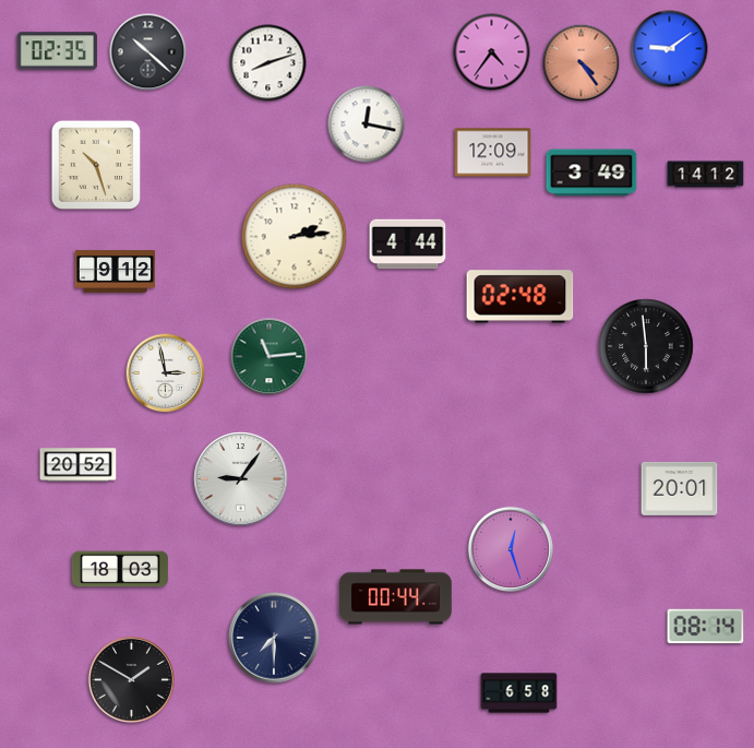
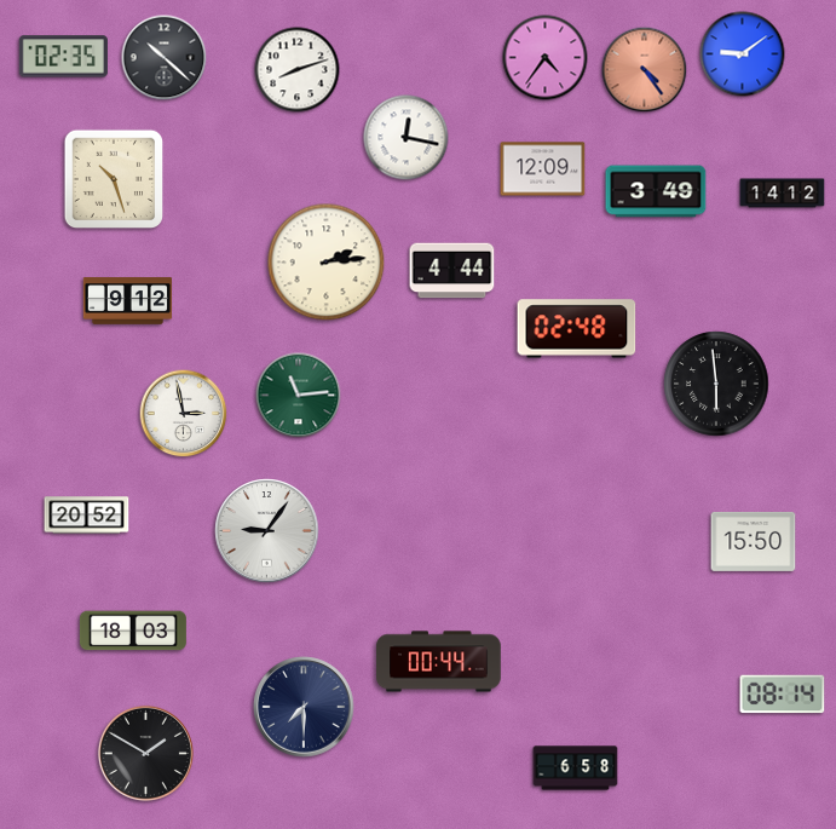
clock at (493, 153) position: (493, 153) -> (543, 169)
clock at (96, 165) position: (96, 165) -> (114, 179)
clock at (680, 488): 20:01 -> 15:50
clock at (511, 549): 12:27 -> none
